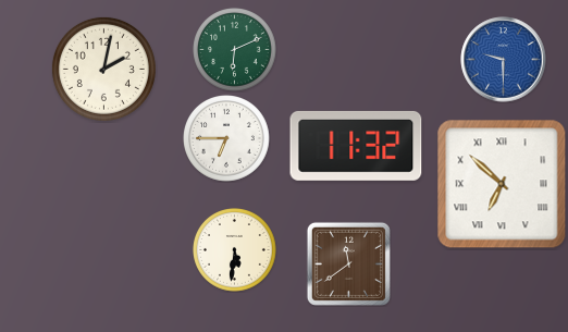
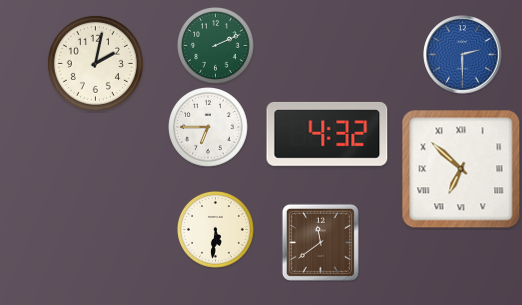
clock at (235, 50): 6:11 -> 2:11
clock at (504, 60): 9:30 -> 2:30
clock at (356, 146): 11:32 -> 4:32
